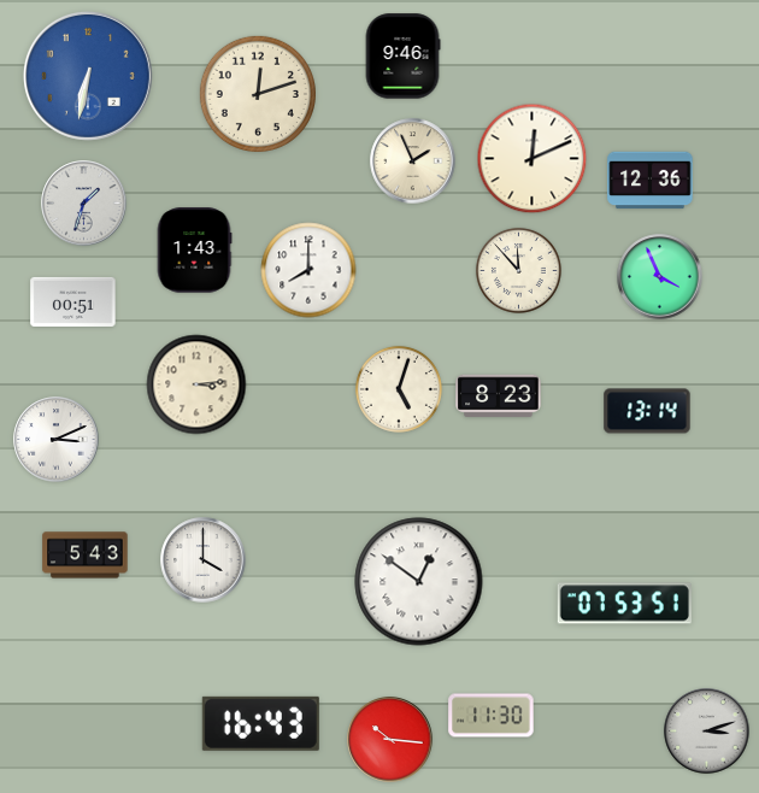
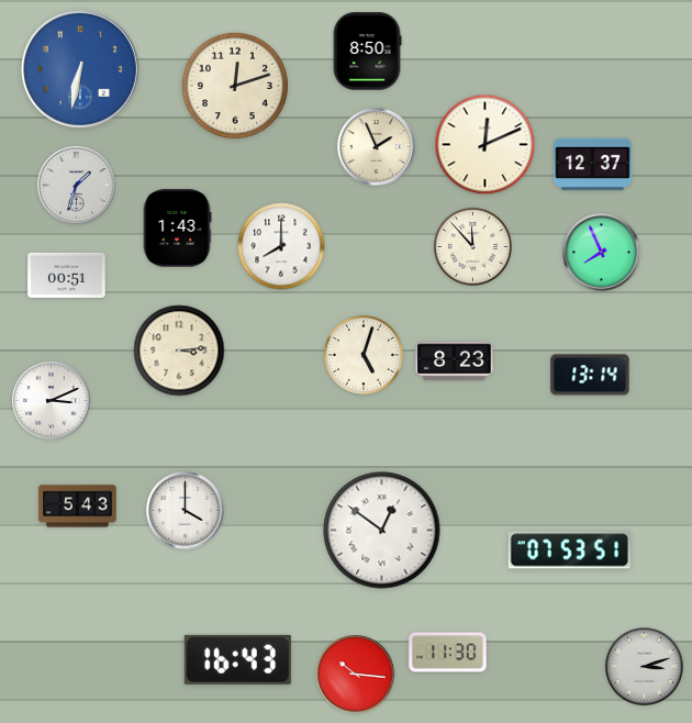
clock at (402, 57): 9:46 -> 8:50
clock at (651, 181): 12:36 -> 12:37
clock at (660, 277): 3:56 -> 7:56
